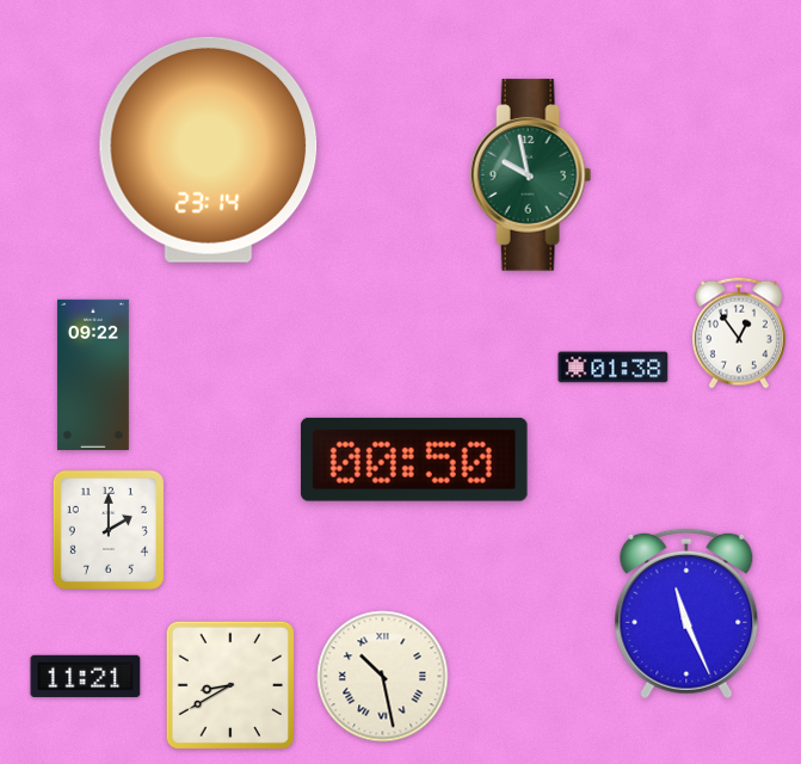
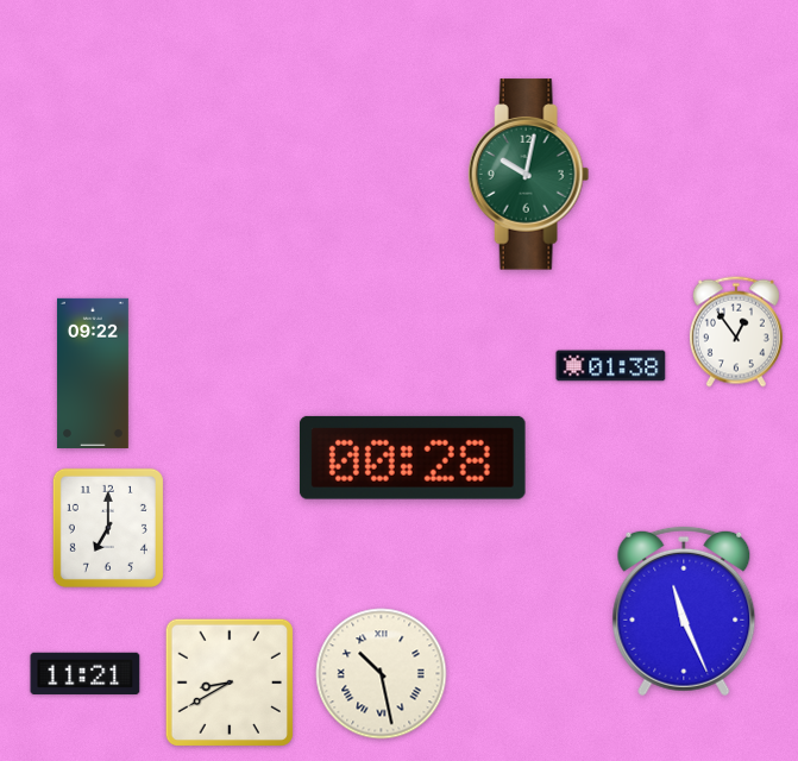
clock at (209, 149): 23:14 -> none
clock at (531, 175): 9:58 -> 10:02
clock at (414, 460): 00:50 -> 00:28
clock at (109, 530): 2:00 -> 7:00
